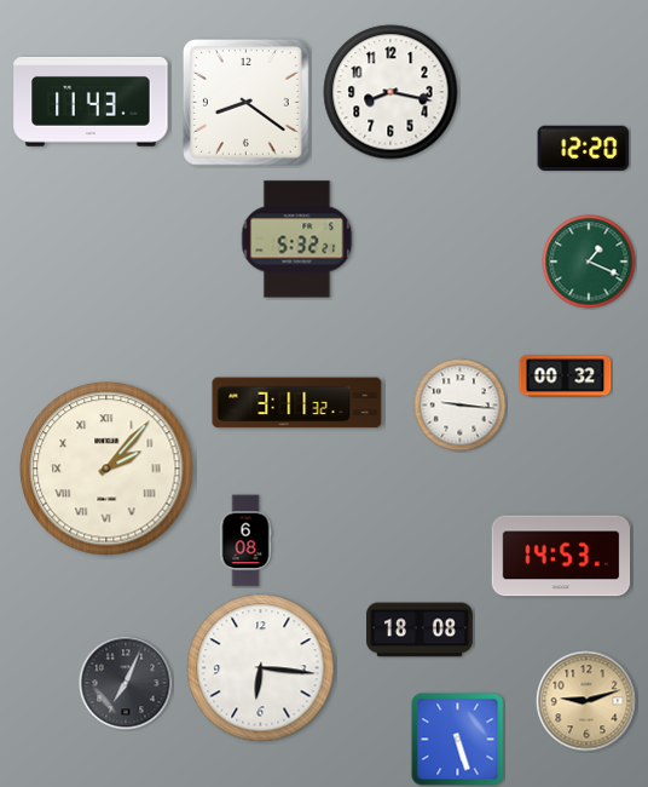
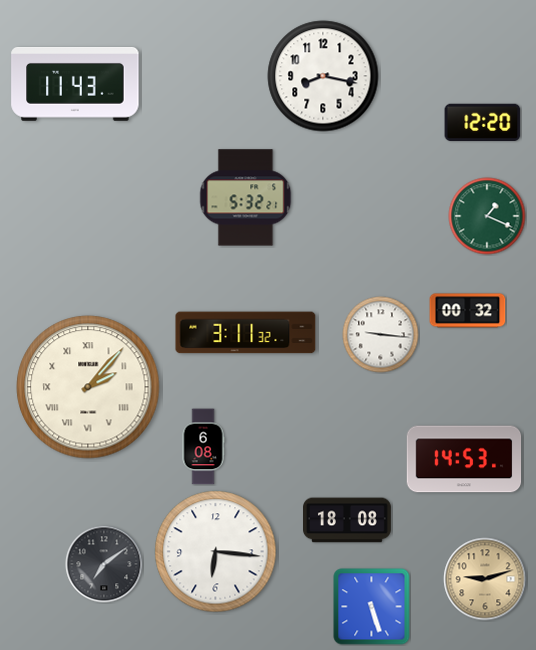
clock at (245, 102): 8:21 -> none
clock at (126, 683): 7:04 -> 7:09
clock at (458, 740) position: (458, 740) -> (372, 607)
